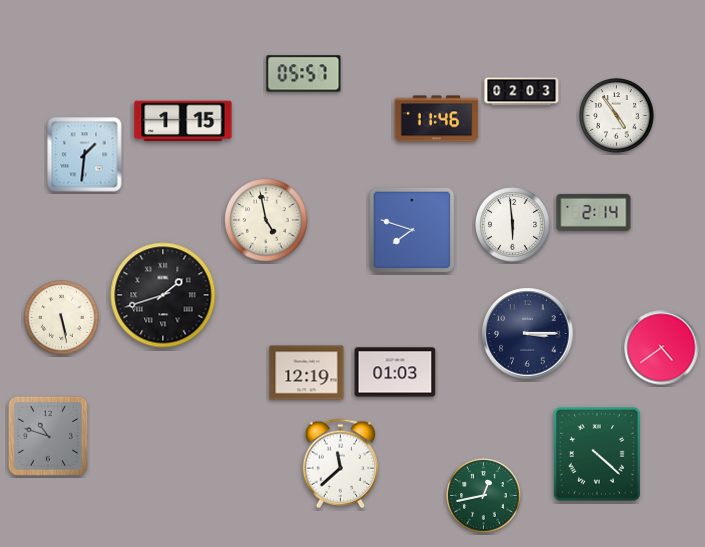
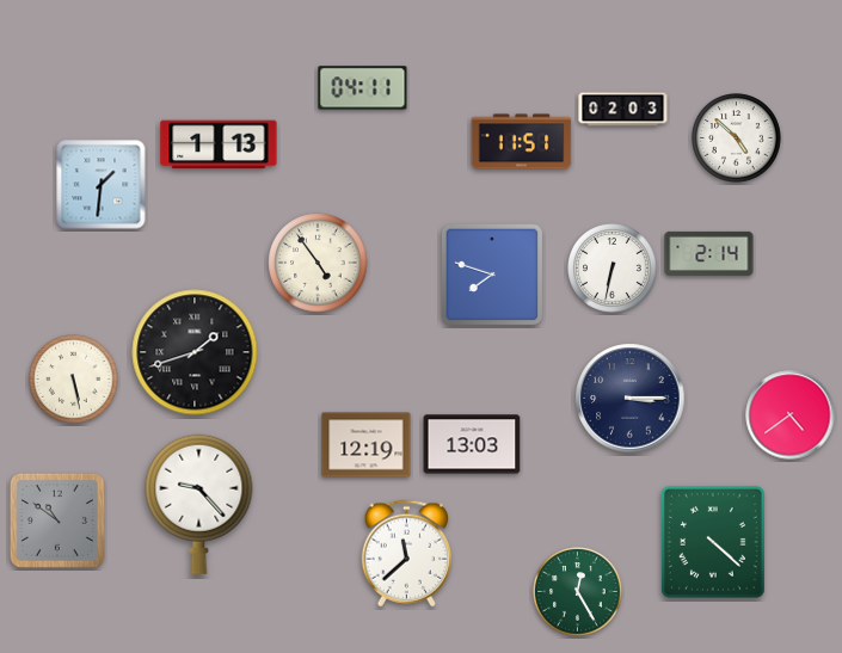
clock at (304, 74): 05:57 -> 04:11
clock at (617, 116): 4:54 -> 4:52
clock at (437, 119): 11:46 -> 11:51
clock at (183, 121): 1:15 -> 1:13
clock at (266, 220): 4:58 -> 4:54
clock at (513, 225): 5:59 -> 6:32
clock at (395, 372): 01:03 -> 13:03
clock at (199, 504): none -> 9:23
clock at (48, 436): 10:48 -> 10:51
clock at (484, 496): 12:43 -> 12:25
